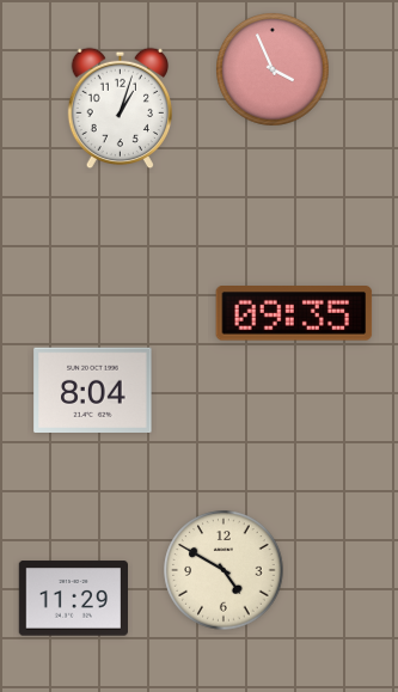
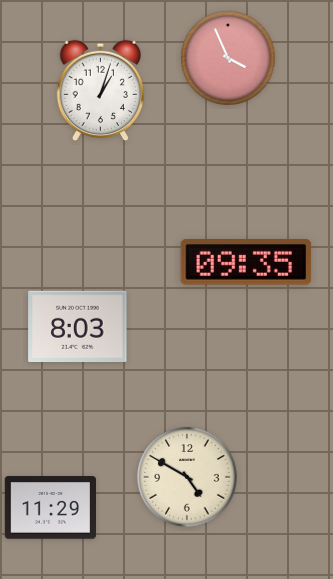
clock at (93, 390): 8:04 -> 8:03
clock at (73, 599) position: (73, 599) -> (50, 508)
